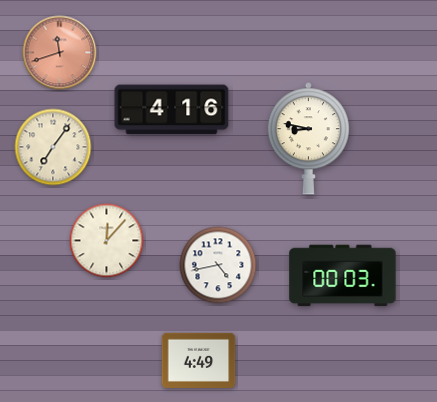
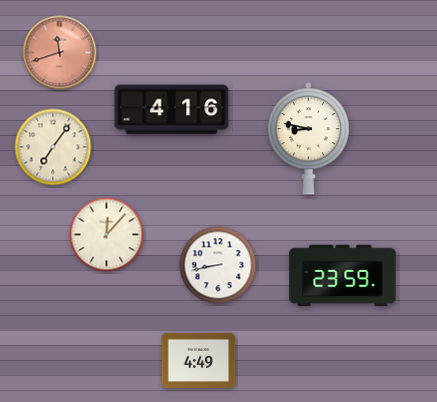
clock at (107, 241) position: (107, 241) -> (107, 235)
clock at (218, 265): 4:43 -> 8:43
clock at (343, 276): 00:03 -> 23:59
